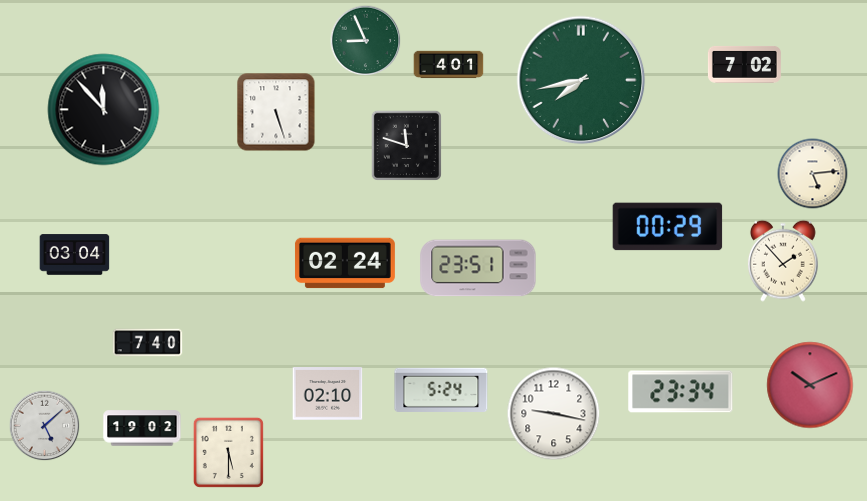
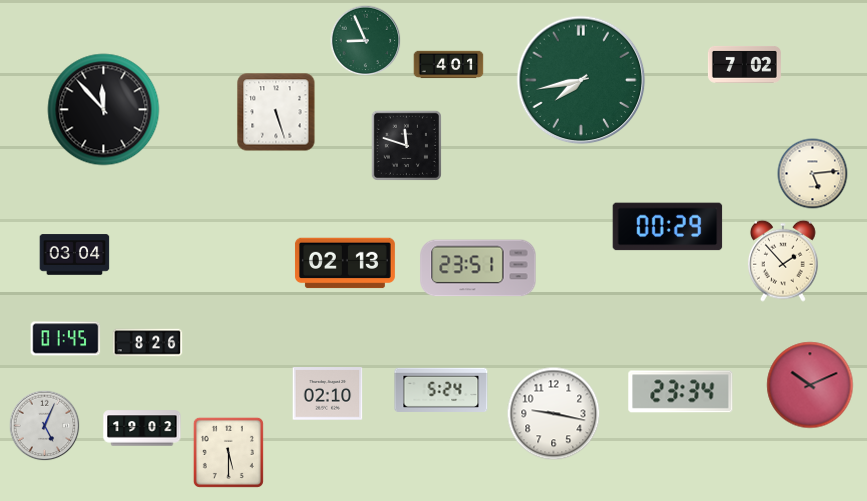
clock at (345, 263): 02:24 -> 02:13
clock at (66, 339): none -> 01:45
clock at (148, 343): 7:40 -> 8:26
clock at (45, 426): 5:08 -> 5:04
